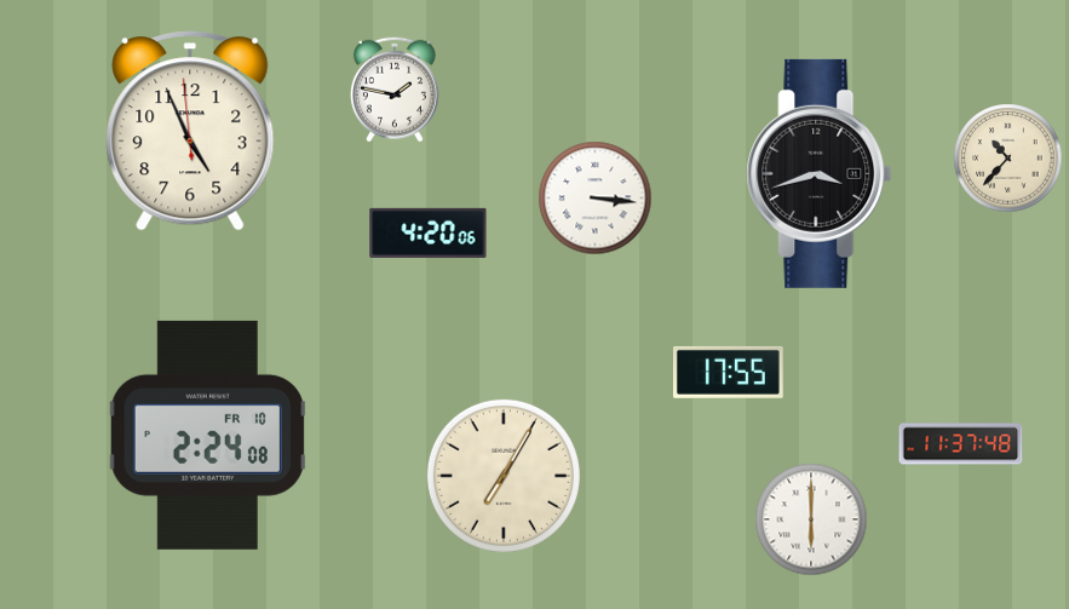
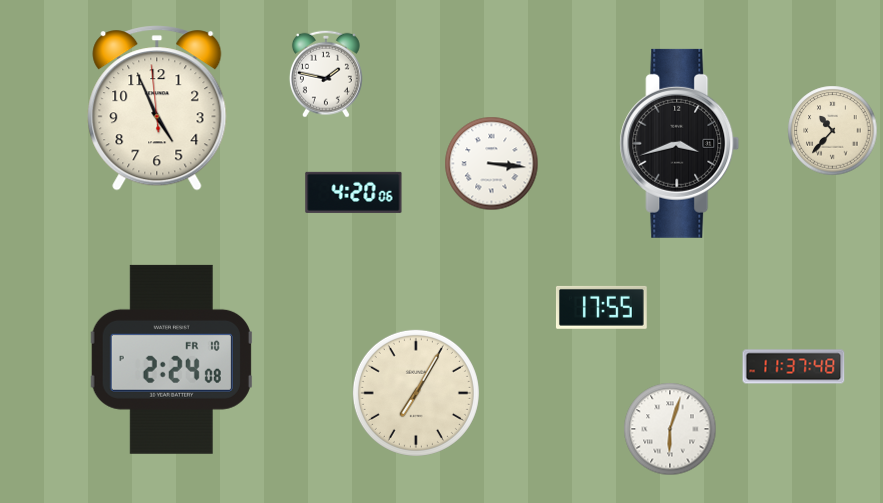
clock at (820, 173) position: (820, 173) -> (680, 143)
clock at (811, 519): 6:00 -> 6:03
